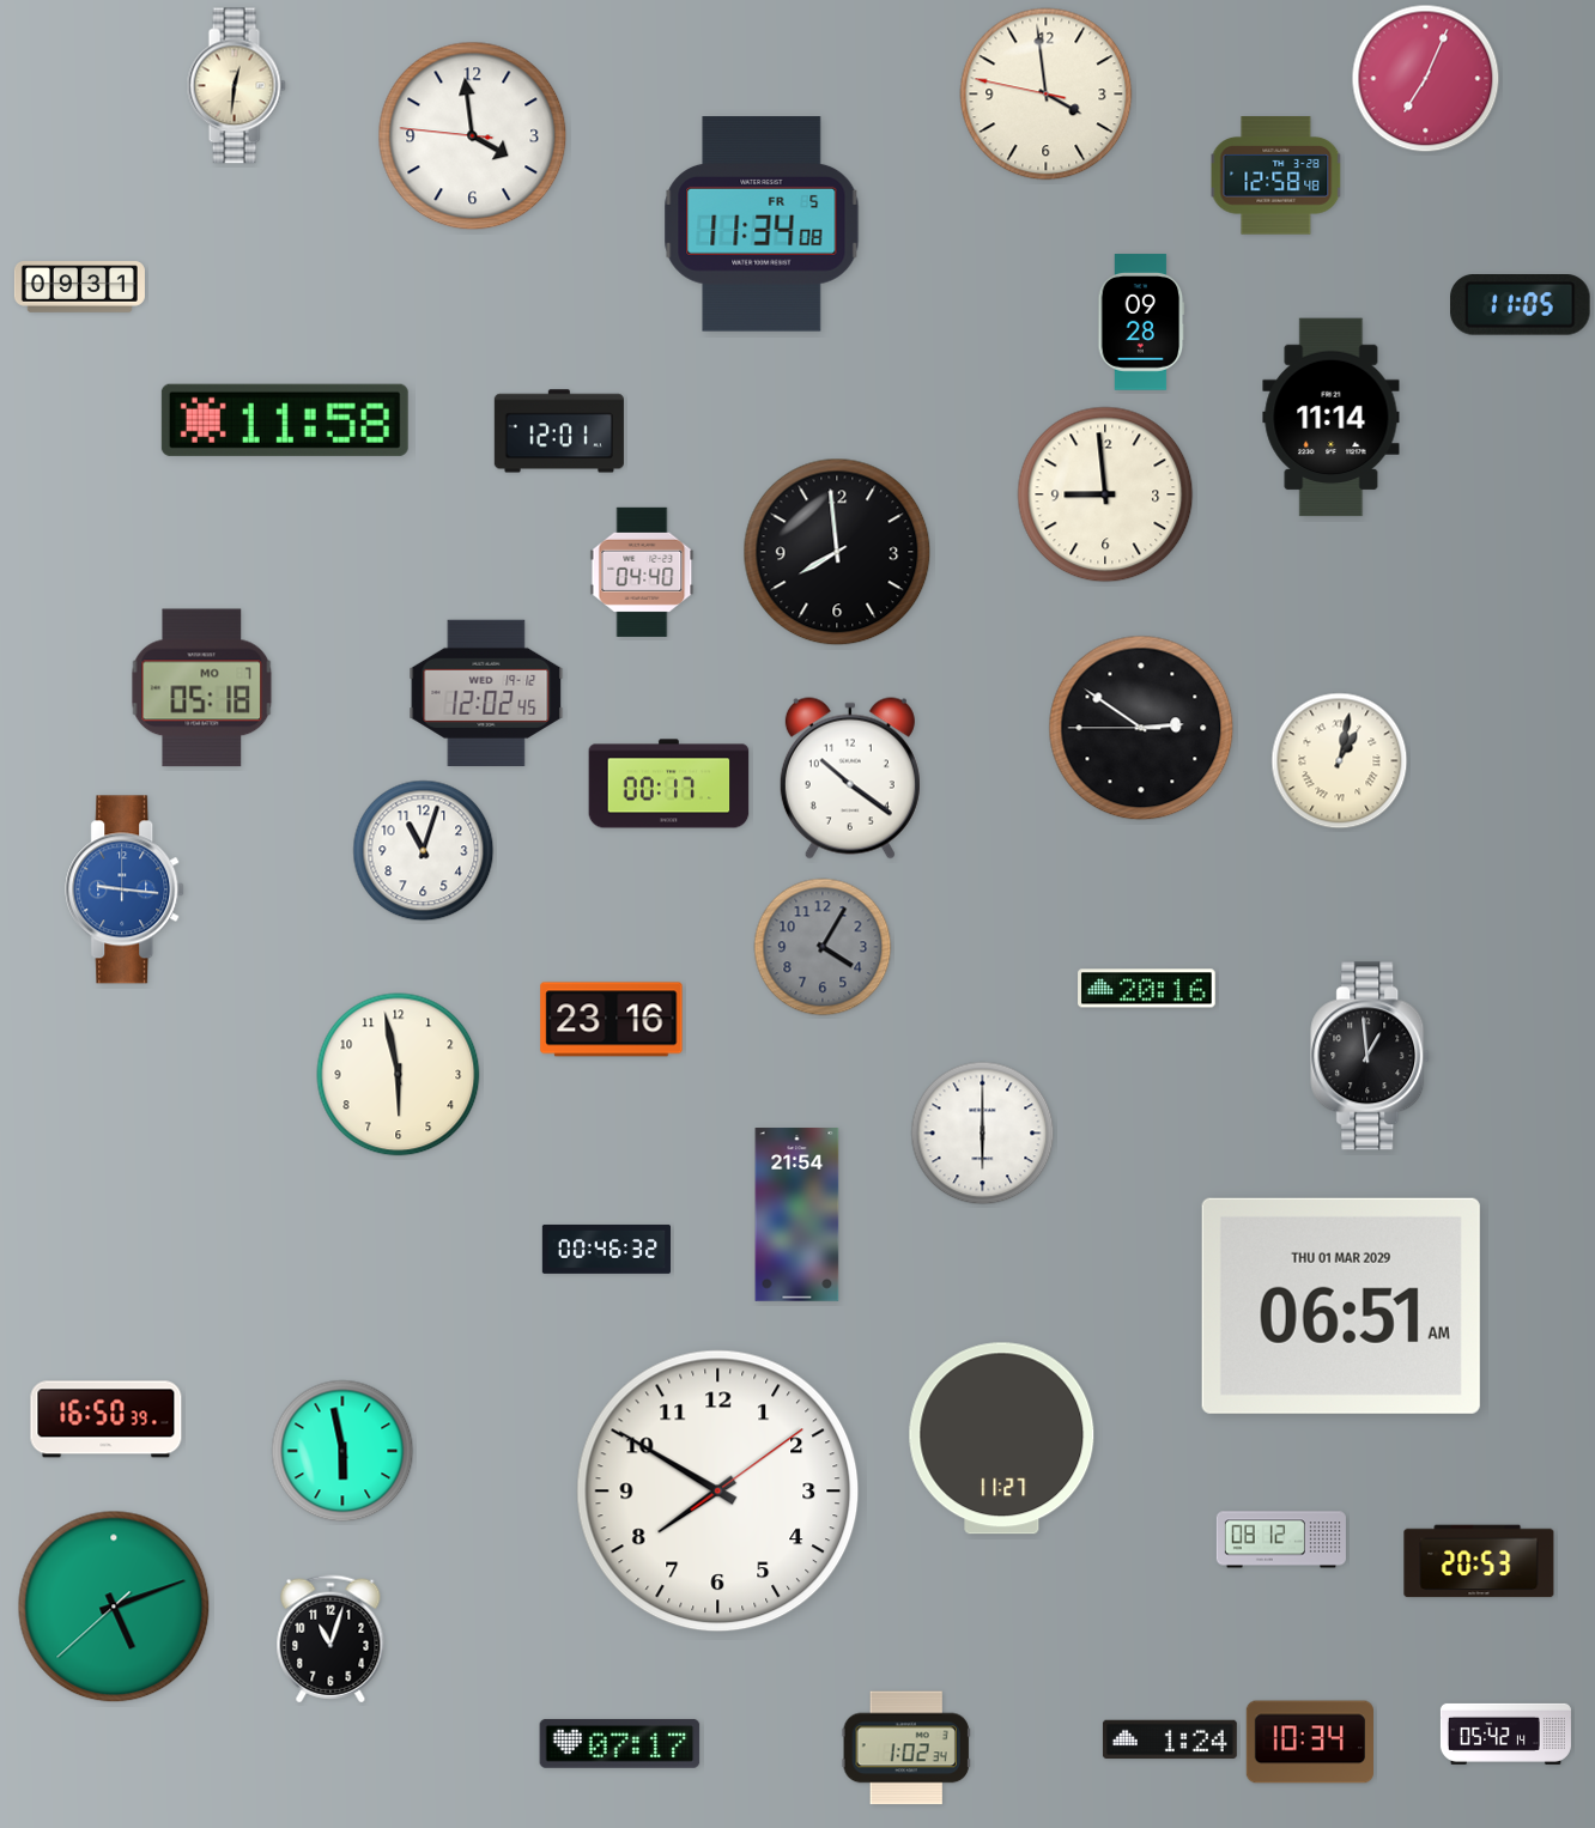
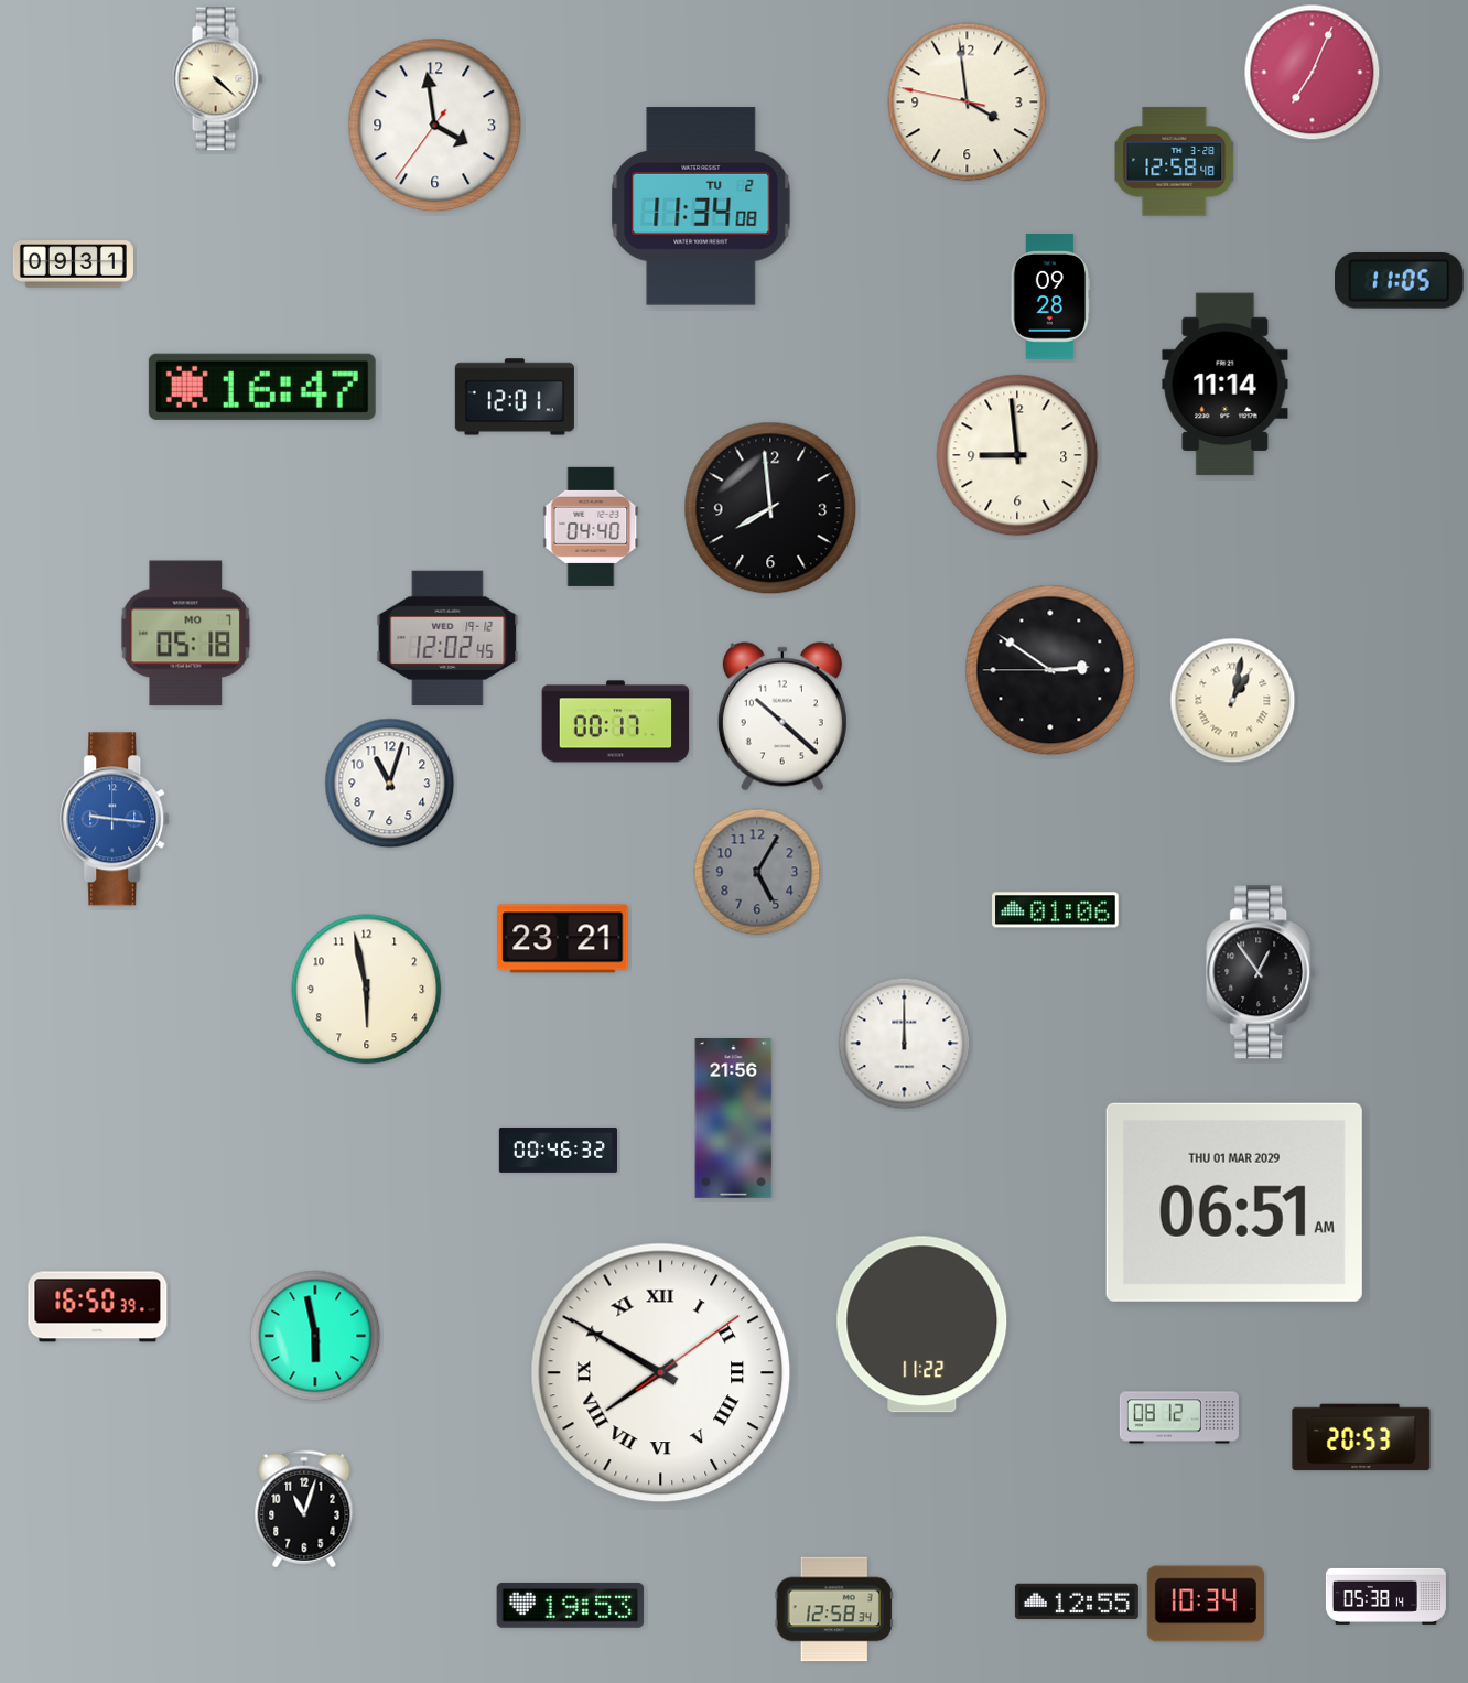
clock at (236, 86): 12:31 -> 4:22
clock at (1047, 95) position: (1047, 95) -> (968, 103)
clock at (473, 136): 3:58:46 -> 3:58:36
clock at (762, 224) date: FR 5 -> TU 2
clock at (285, 420): 11:58 -> 16:47
clock at (850, 778): 10:21 -> 10:22
clock at (823, 947): 4:05 -> 5:05
clock at (1147, 989): 20:16 -> 01:06
clock at (612, 1020): 23:16 -> 23:21
clock at (1371, 1056): 12:59 -> 12:54
clock at (983, 1134): 6:00 -> 12:00
clock at (797, 1215): 21:54 -> 21:56
clock at (1002, 1439): 11:27 -> 11:22
clock at (718, 1492) numerals: Arabic -> Roman
clock at (114, 1607): 5:11 -> none
clock at (1505, 1733): 05:42 -> 05:38
clock at (1170, 1739): 1:24 -> 12:55
clock at (620, 1743): 07:17 -> 19:53
clock at (906, 1748): 1:02 -> 12:58
